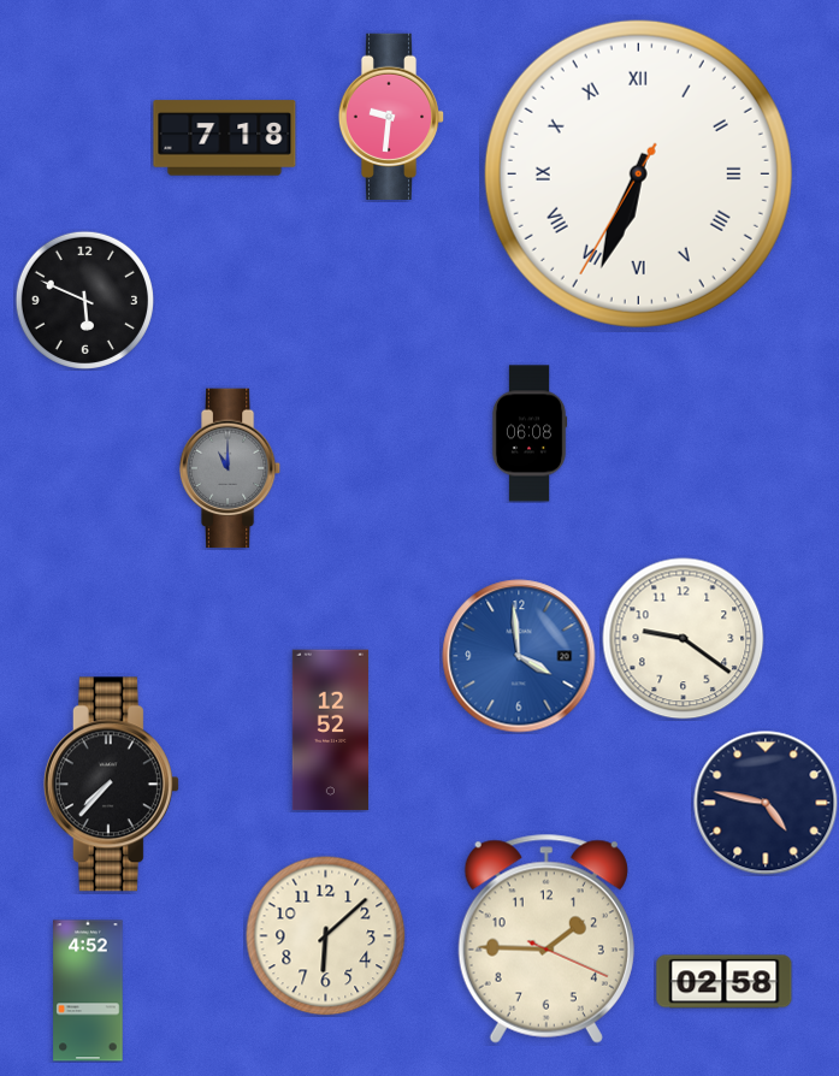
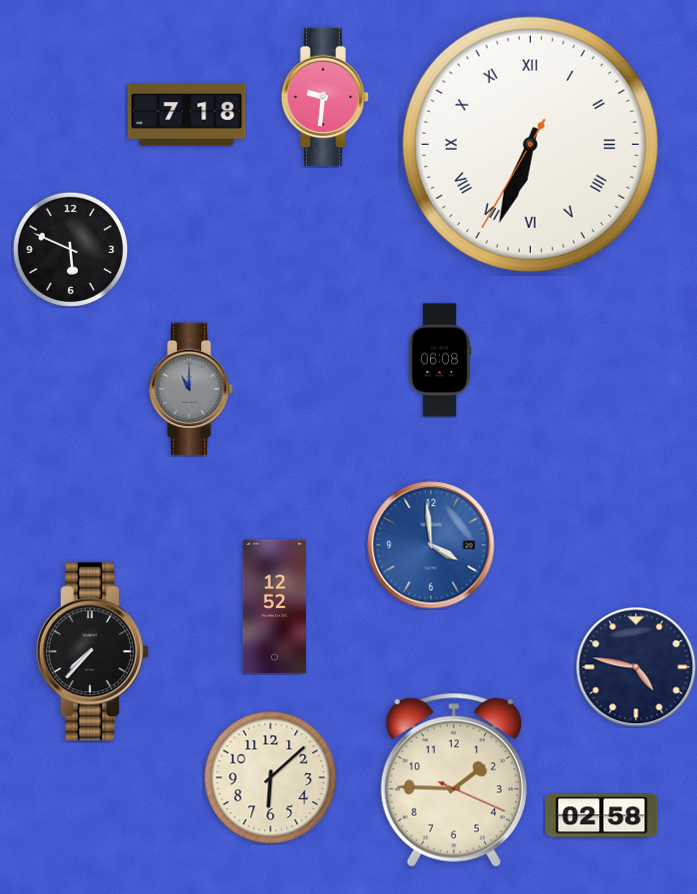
clock at (684, 639): 9:21 -> none
clock at (88, 991): 4:52 -> none
